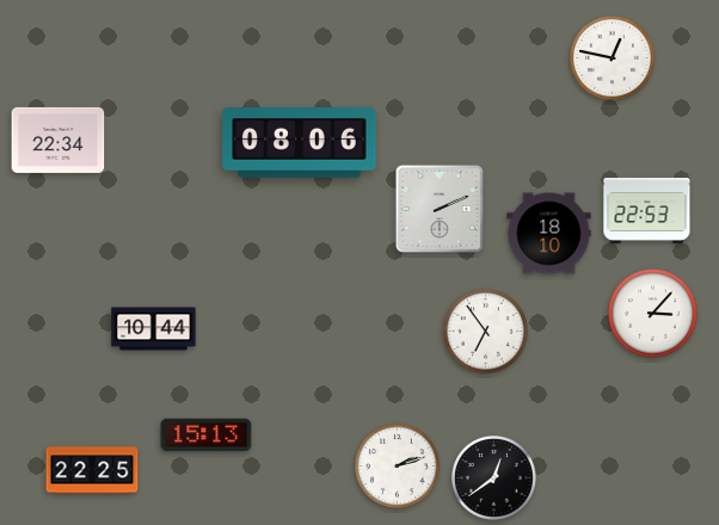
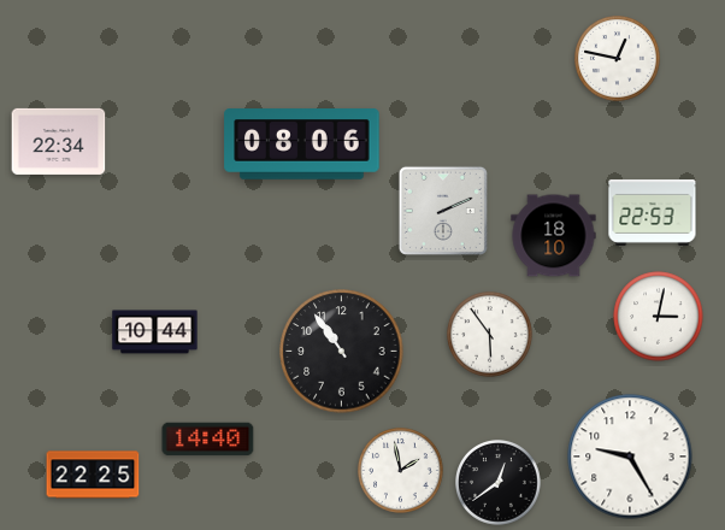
clock at (653, 314): 3:07 -> 3:02
clock at (486, 332): 6:54 -> 5:54
clock at (342, 352): none -> 10:54
clock at (207, 436): 15:13 -> 14:40
clock at (630, 457): none -> 9:25
clock at (398, 467): 2:12 -> 1:58
